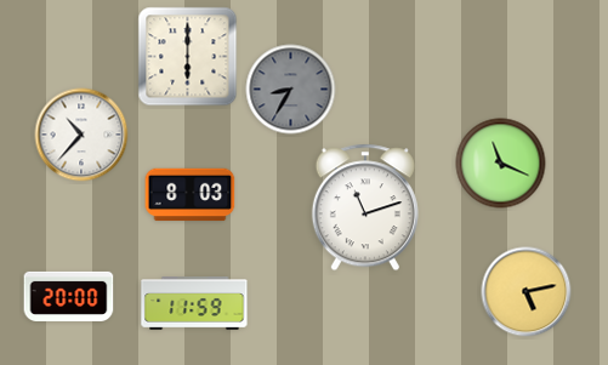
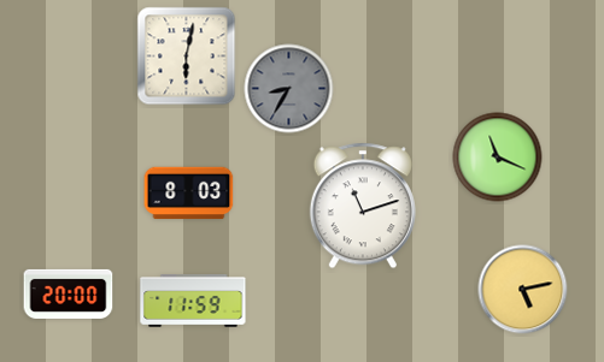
clock at (188, 57): 6:00 -> 6:02
clock at (81, 135): 10:37 -> none
clock at (501, 164) position: (501, 164) -> (498, 158)
